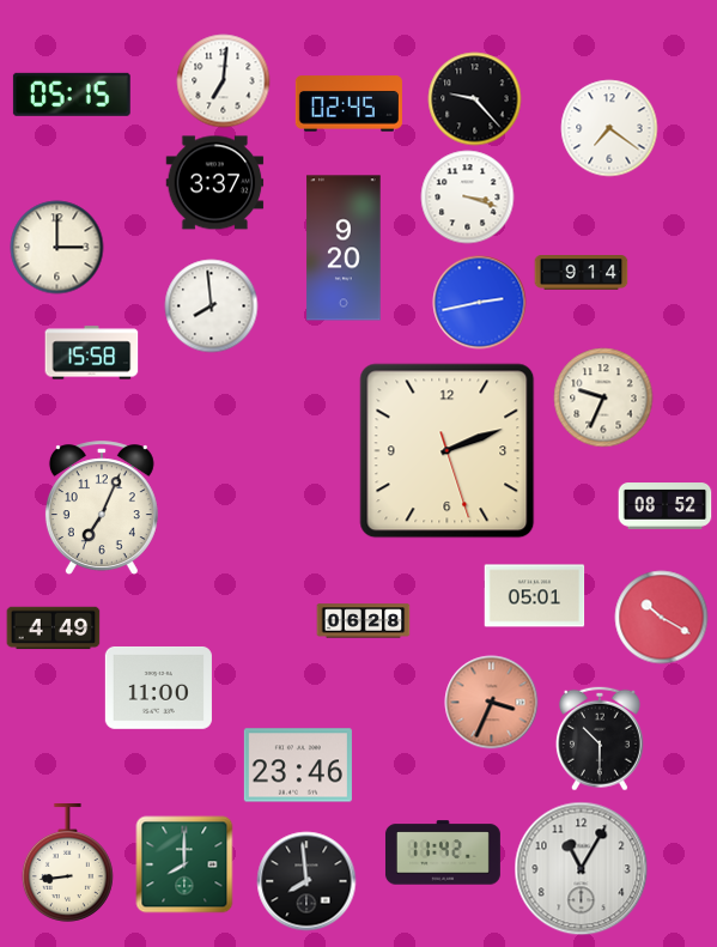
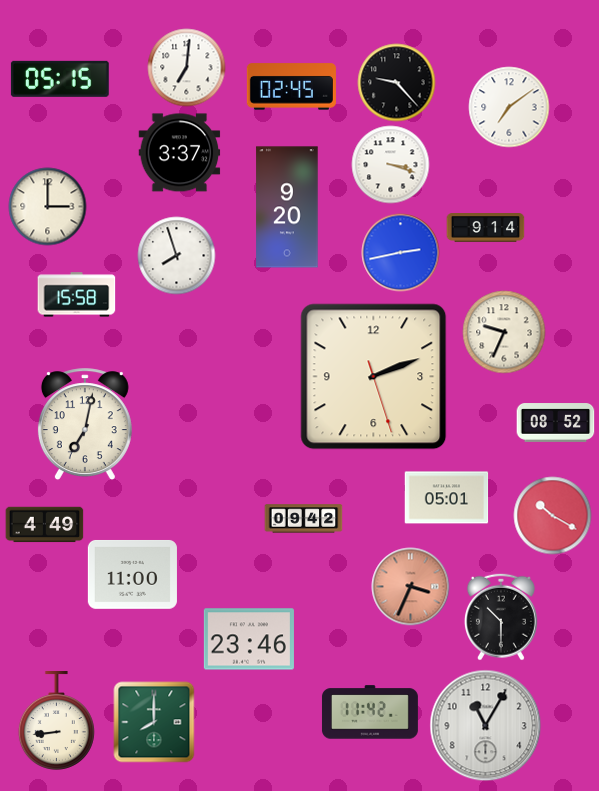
clock at (609, 128): 7:21 -> 7:09
clock at (211, 305): 7:59 -> 7:57
clock at (102, 508): 7:04 -> 7:02
clock at (363, 621): 06:28 -> 09:42
clock at (306, 881): 7:59 -> none
